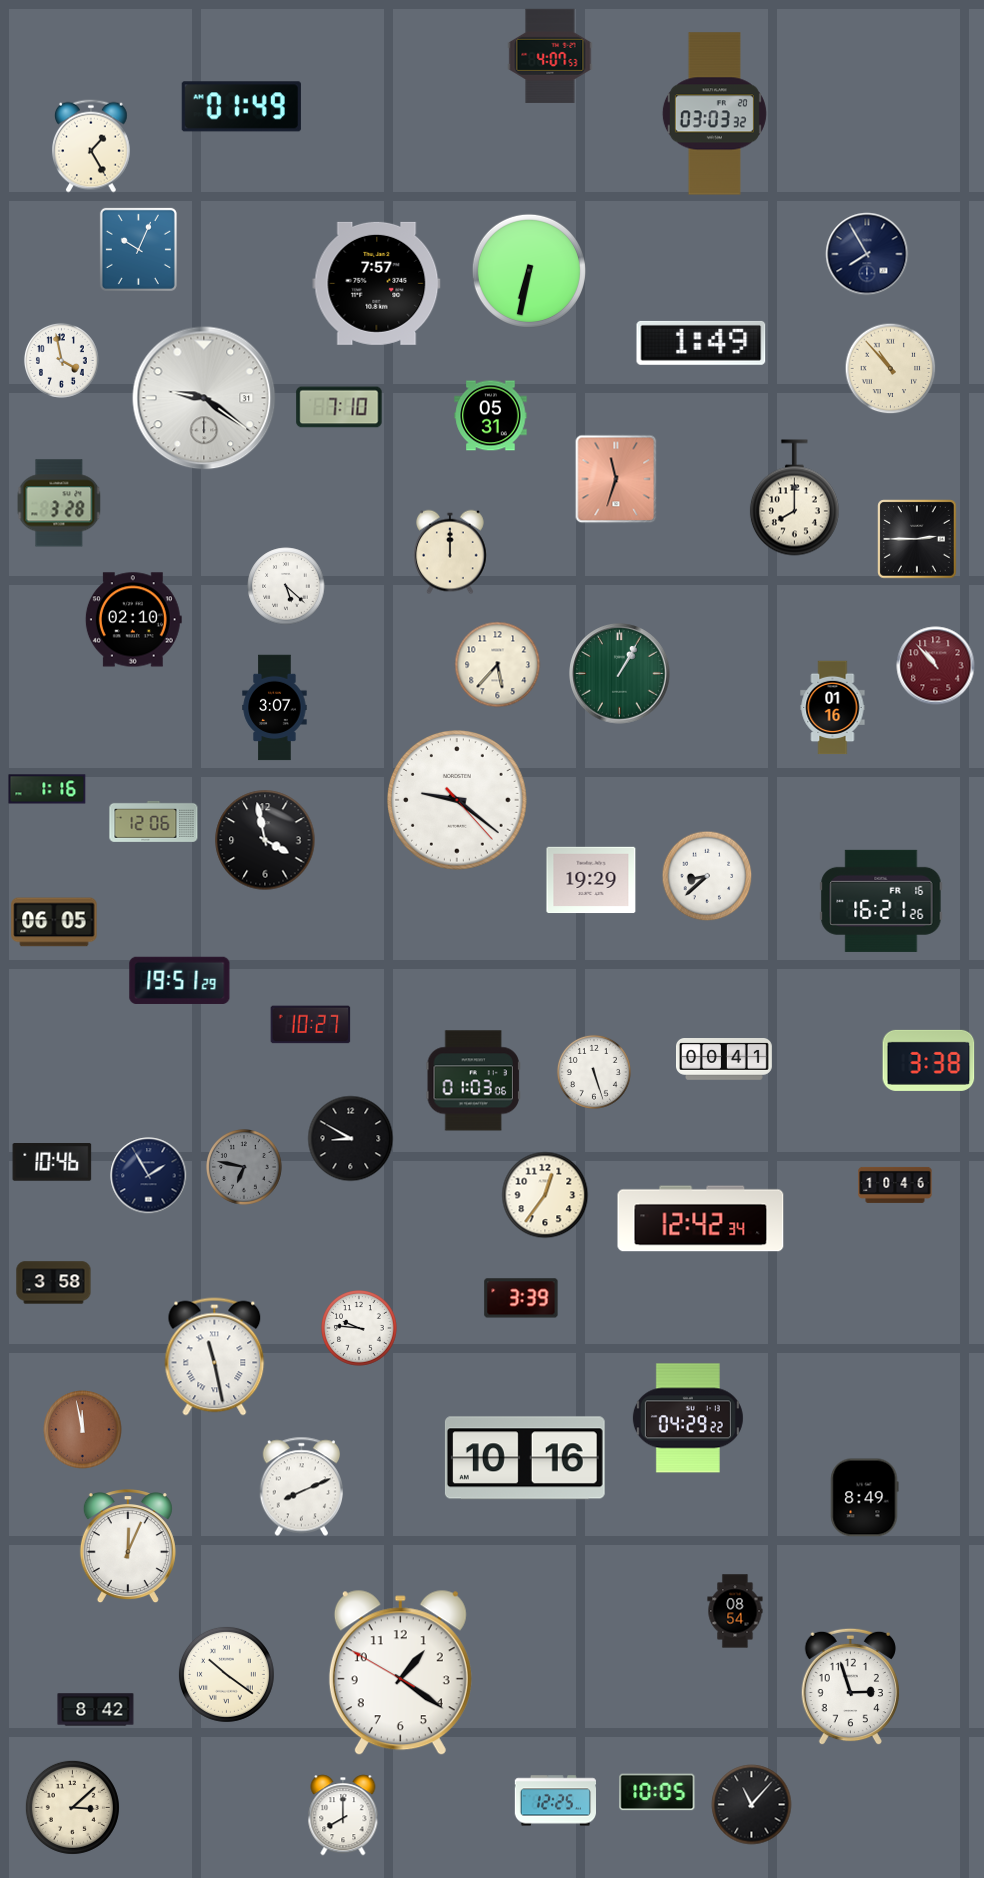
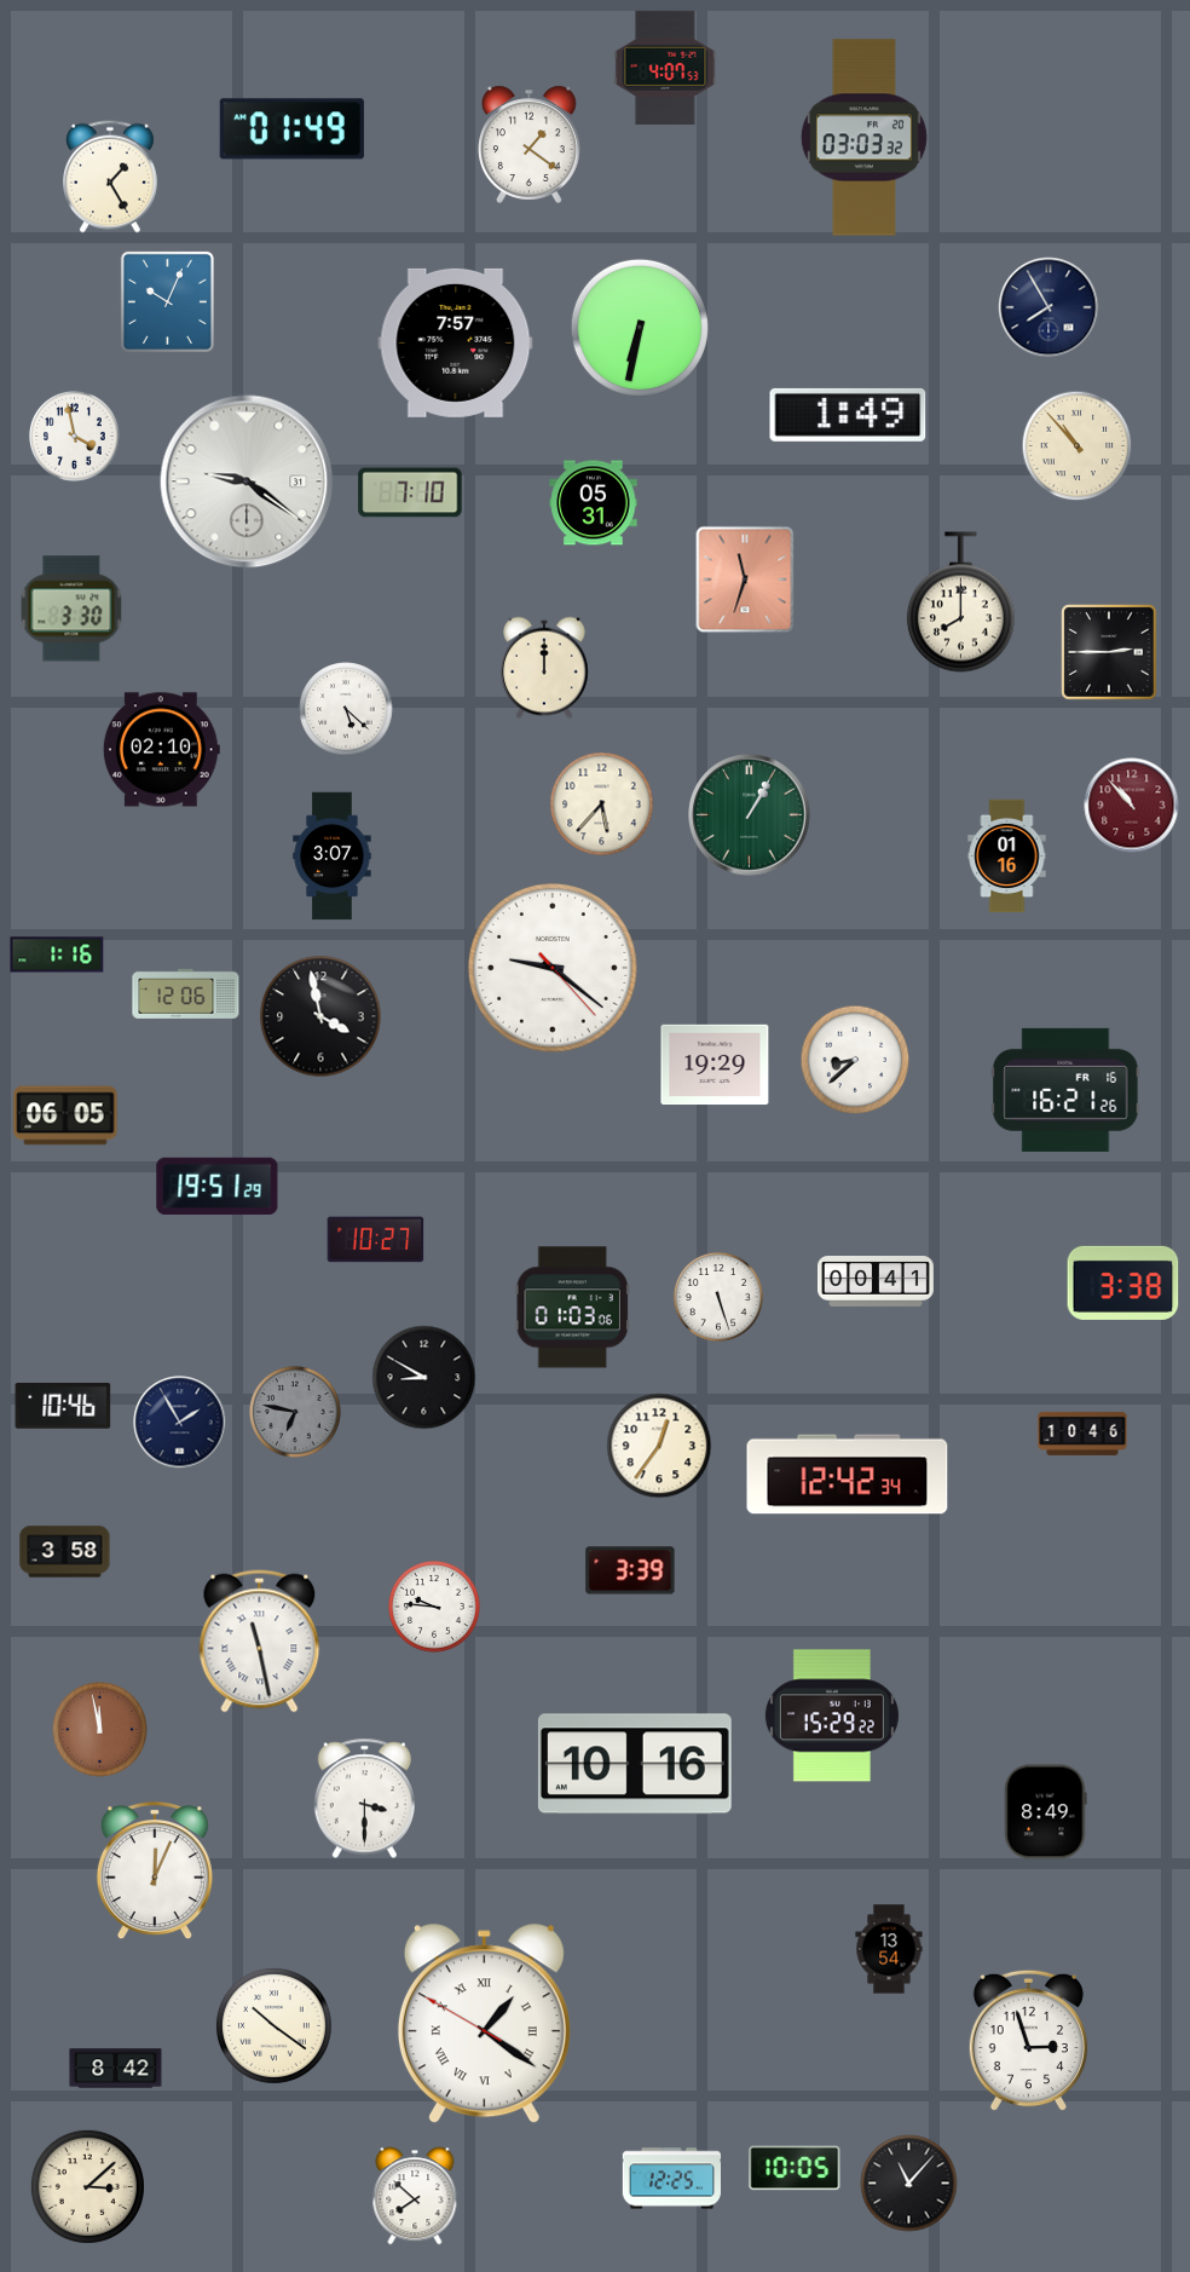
clock at (530, 144): none -> 1:21
clock at (59, 503): 3:28 -> 3:30
clock at (688, 1418): 04:29 -> 15:29
clock at (301, 1487): 8:11 -> 3:30
clock at (735, 1611): 08:54 -> 13:54
clock at (400, 1673) numerals: Arabic -> Roman
clock at (343, 1815): 8:00 -> 7:52
